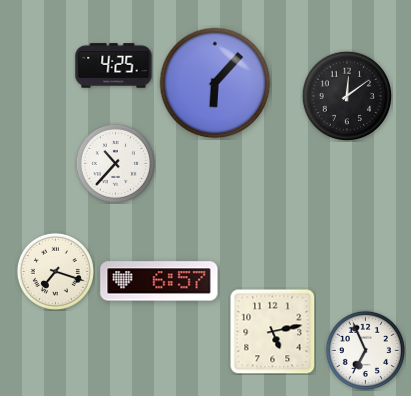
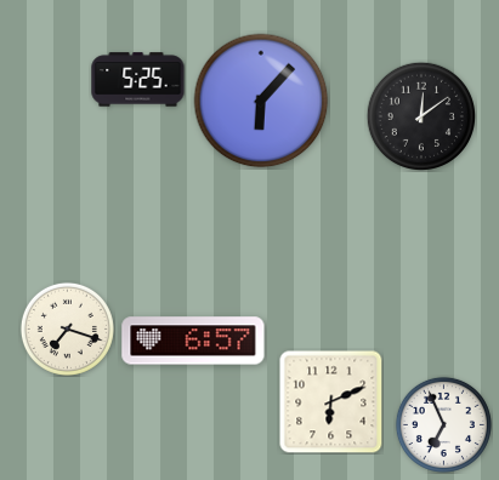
clock at (114, 66): 4:25 -> 5:25
clock at (115, 163): 10:37 -> none
clock at (273, 332): 5:13 -> 6:11
